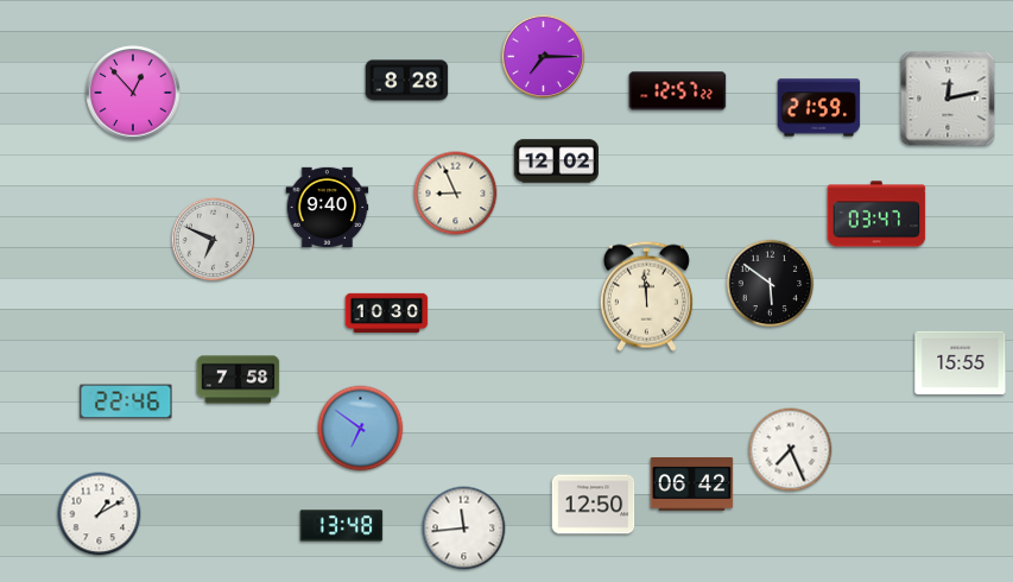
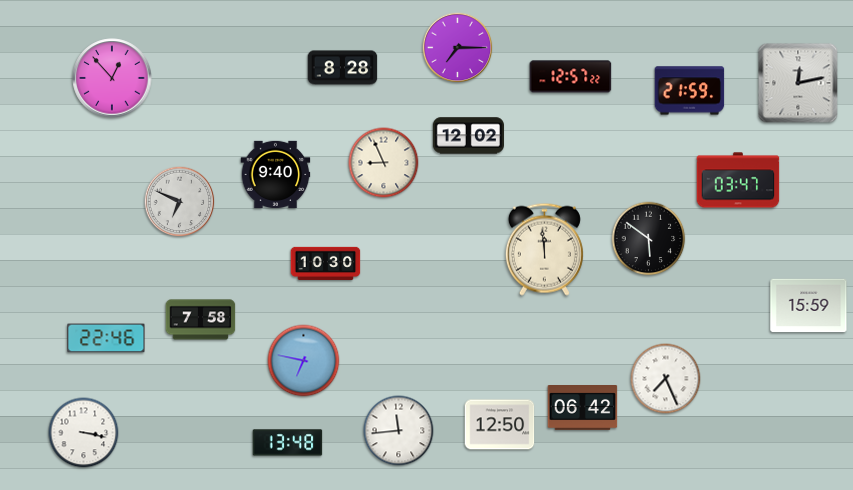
clock at (961, 363): 15:55 -> 15:59
clock at (361, 429): 6:51 -> 6:47
clock at (100, 514): 1:10 -> 3:17
clock at (464, 529) position: (464, 529) -> (399, 431)
